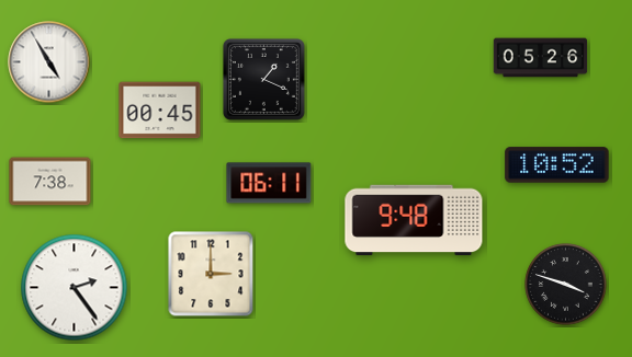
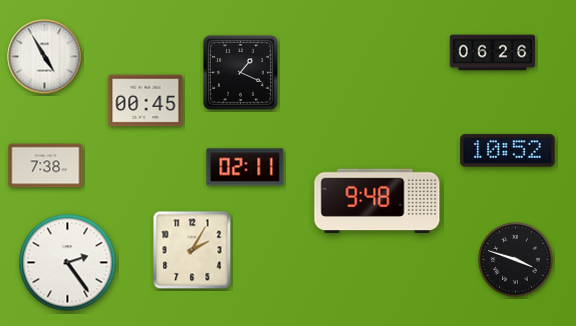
clock at (541, 58): 05:26 -> 06:26
clock at (269, 183): 06:11 -> 02:11
clock at (211, 274): 3:00 -> 2:05
